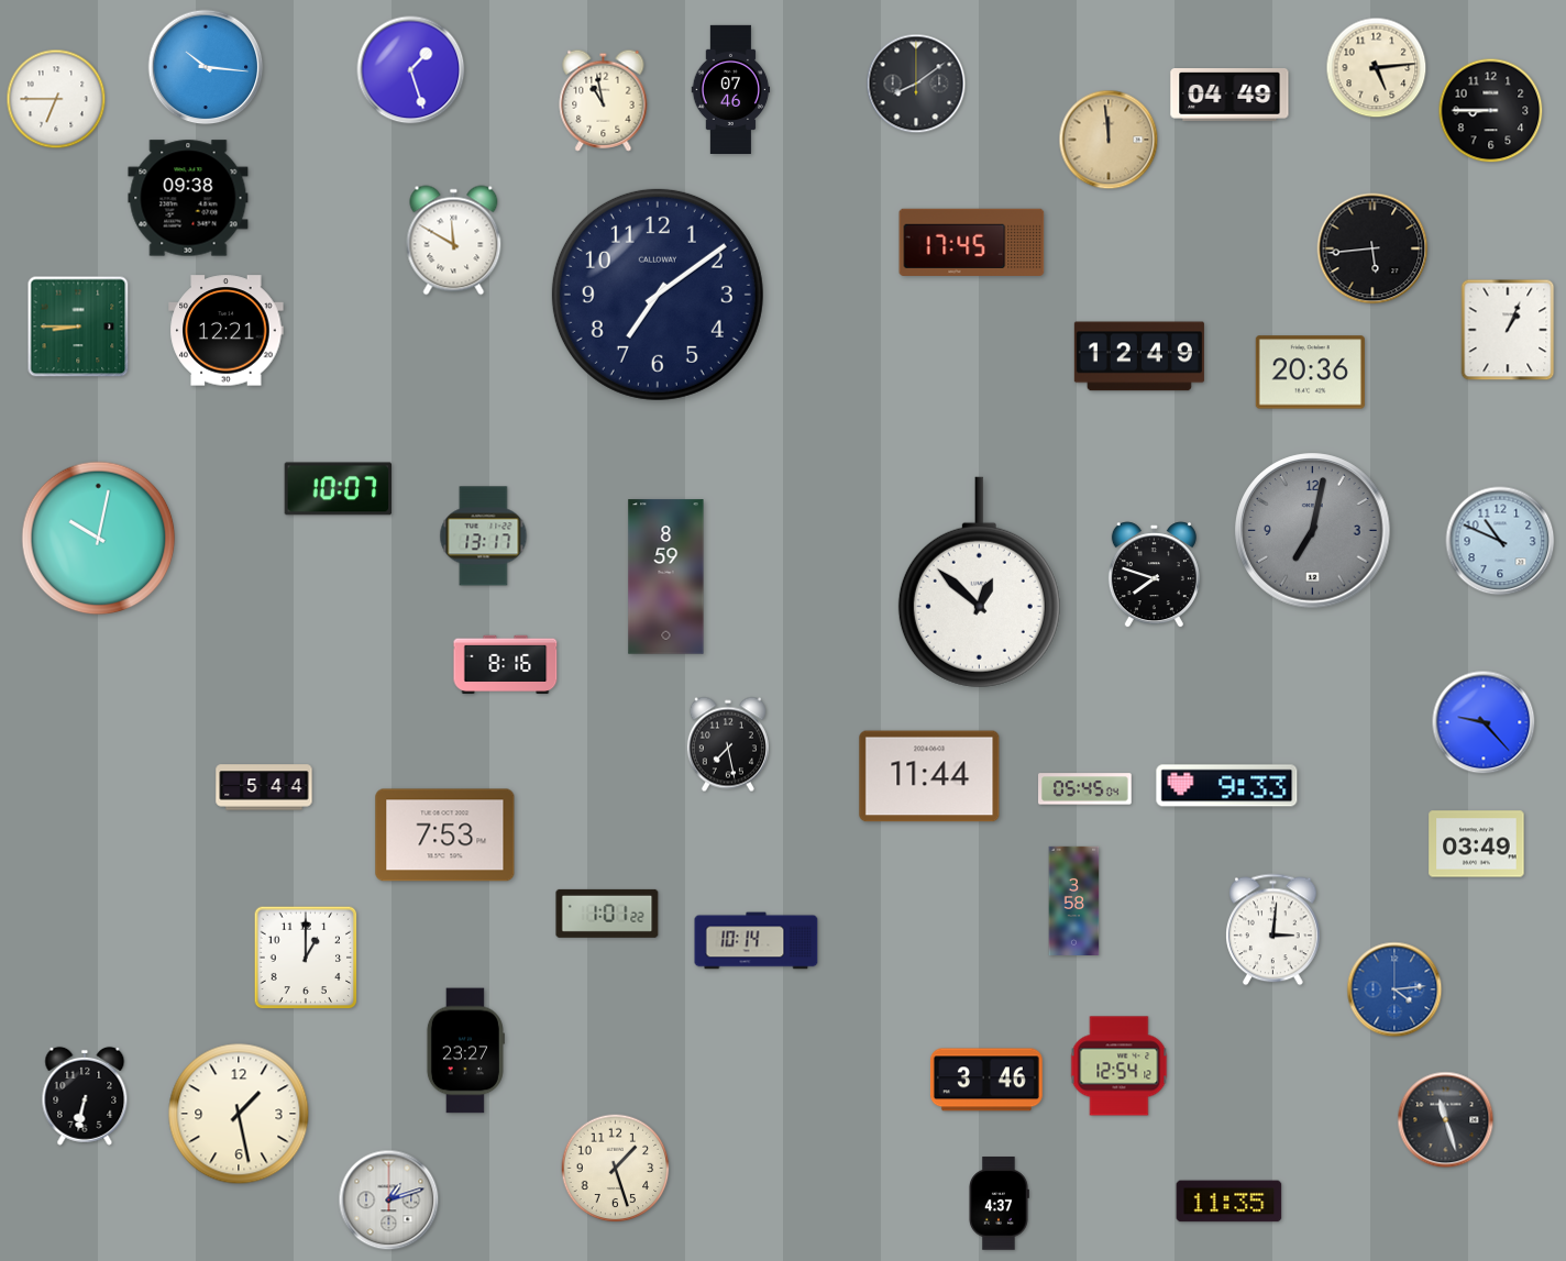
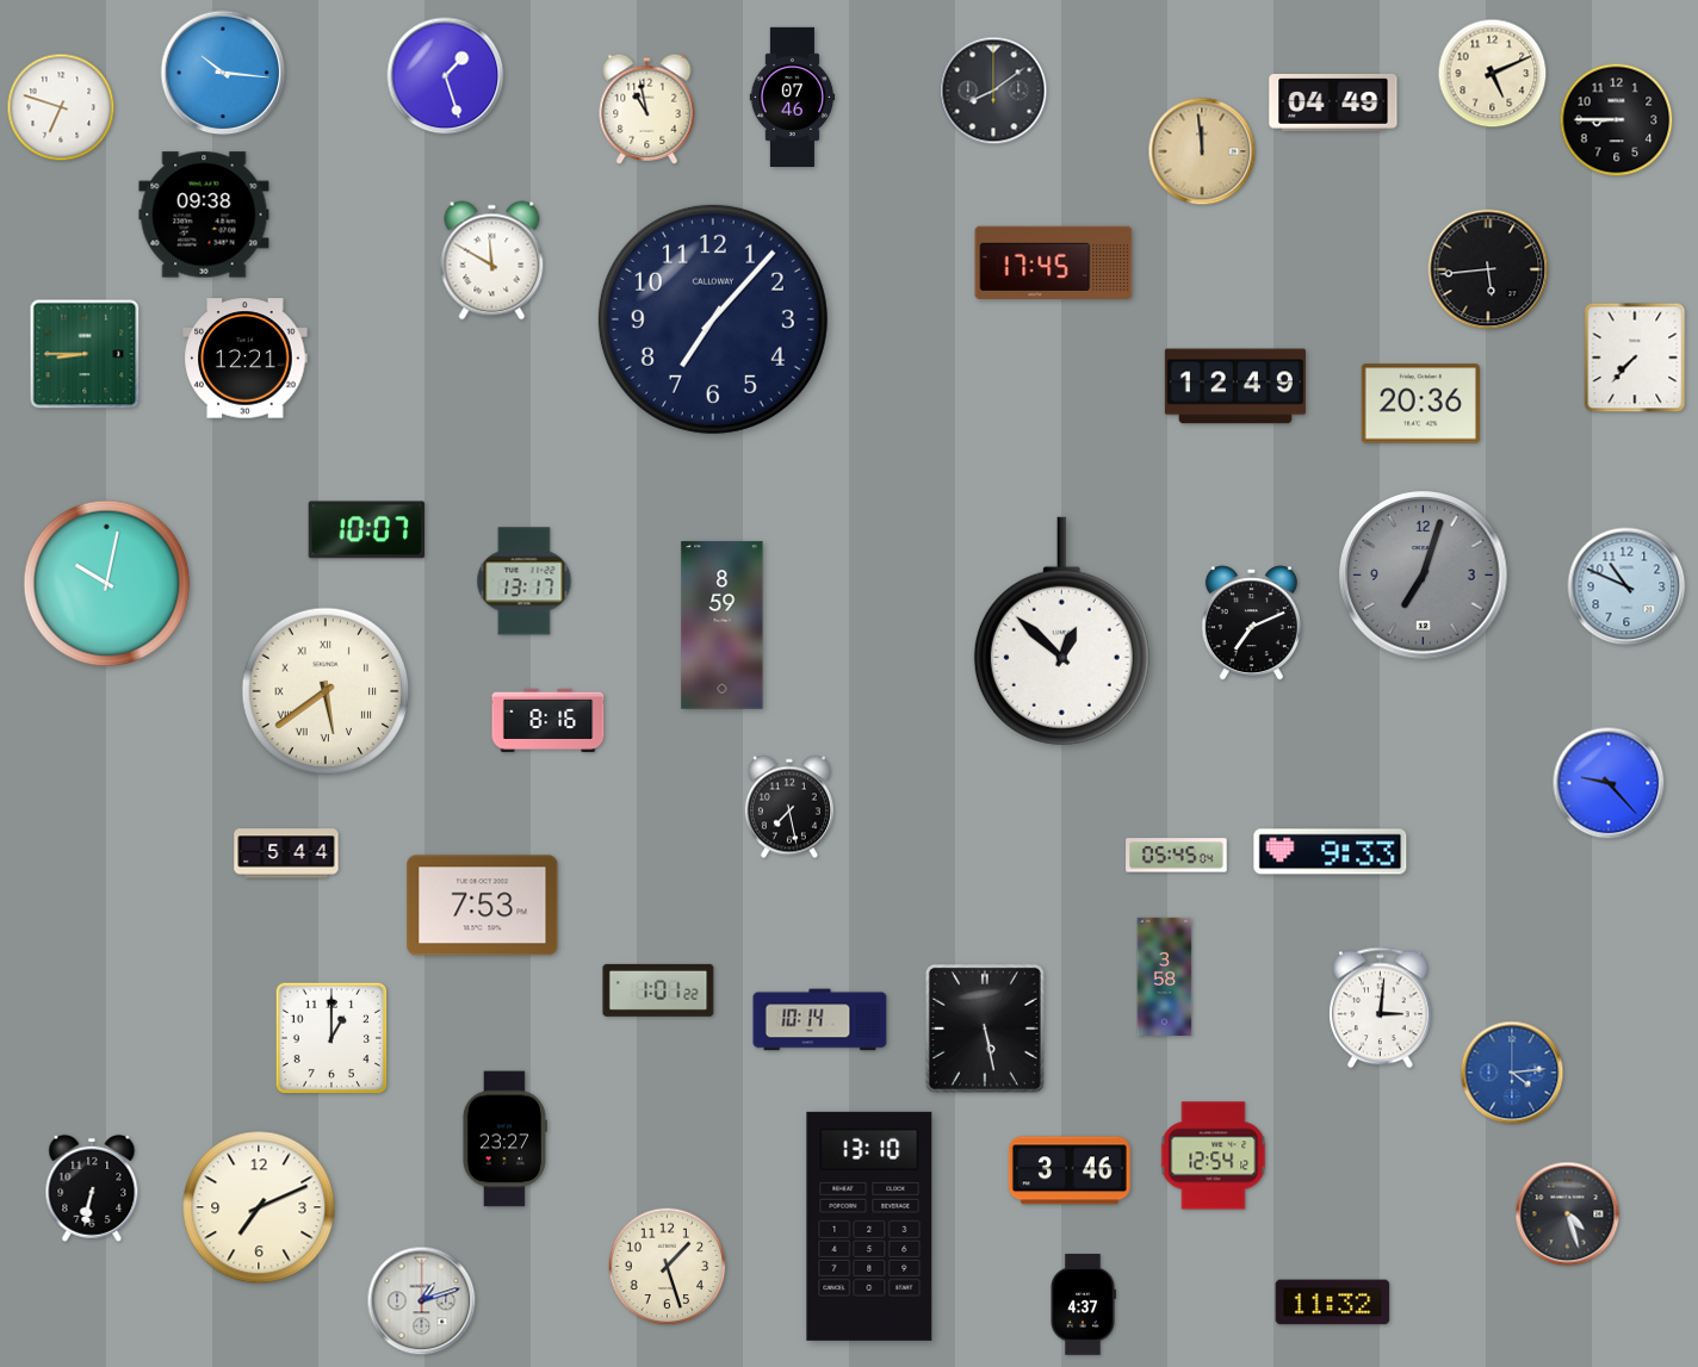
clock at (1377, 68): 5:14 -> 5:11
clock at (56, 99): 6:45 -> 6:48
clock at (604, 100) position: (604, 100) -> (647, 108)
clock at (658, 295): 7:09 -> 7:07
clock at (1508, 330): 1:04 -> 7:37
clock at (1313, 531): 7:02 -> 7:03
clock at (1154, 575): 7:48 -> 7:11
clock at (326, 691): none -> 5:39
clock at (929, 776): 11:44 -> none
clock at (1477, 844): 03:49 -> none
clock at (985, 1029): none -> 5:28
clock at (239, 1114): 1:28 -> 7:11
clock at (1446, 1120): 11:27 -> 4:27
clock at (869, 1226): none -> 13:10
clock at (1229, 1202): 11:35 -> 11:32
